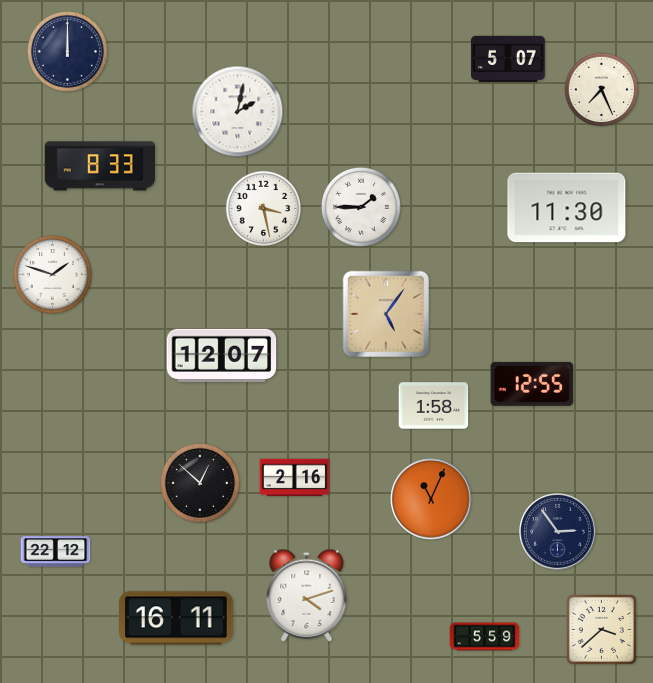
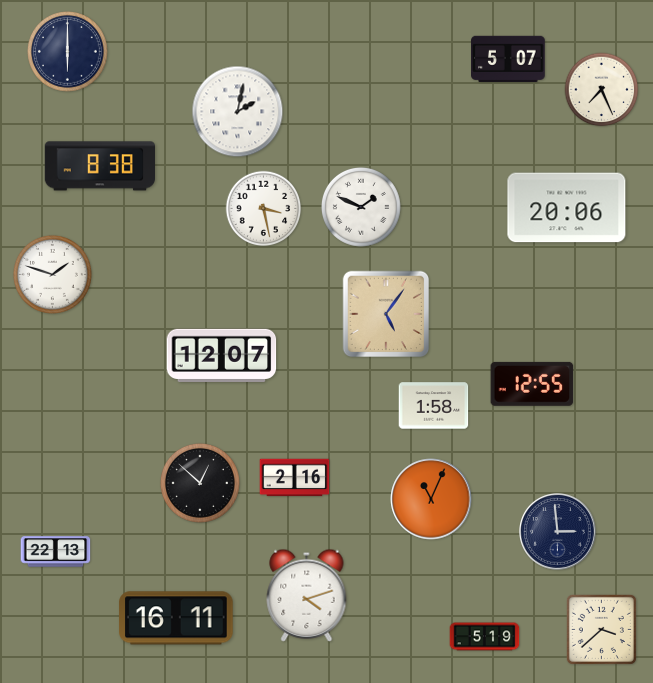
clock at (68, 52): 12:00 -> 6:00
clock at (99, 166): 8:33 -> 8:38
clock at (361, 207): 1:45 -> 1:49
clock at (567, 208): 11:30 -> 20:06
clock at (558, 532): 2:54 -> 2:59
clock at (56, 552): 22:12 -> 22:13
clock at (485, 637): 5:59 -> 5:19
